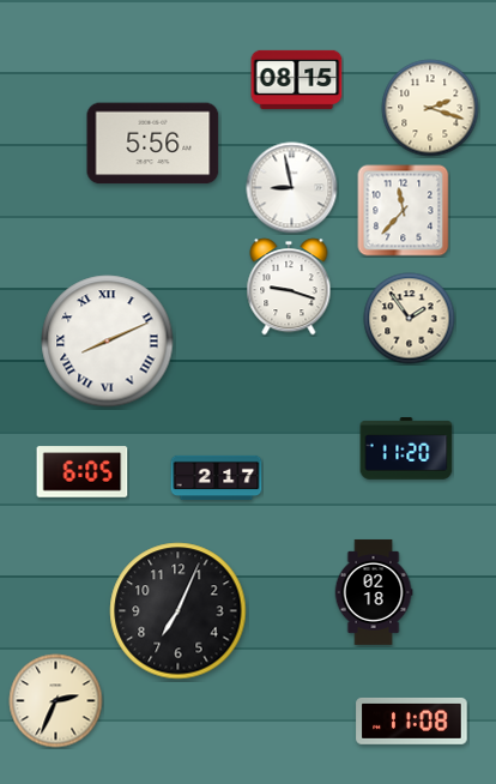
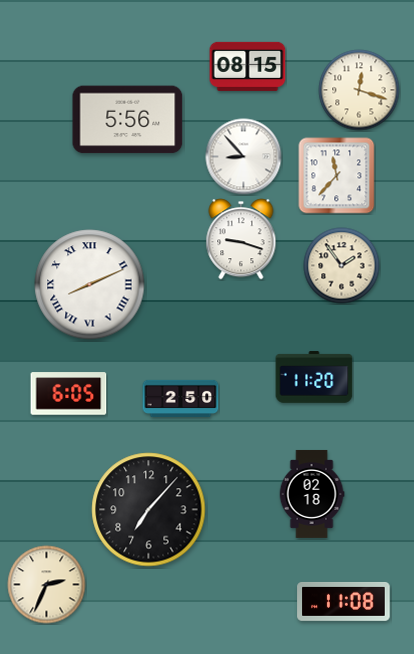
clock at (430, 108): 2:18 -> 12:18
clock at (292, 188): 8:58 -> 8:53
clock at (406, 448) position: (406, 448) -> (314, 377)
clock at (217, 477): 2:17 -> 2:50
clock at (179, 611): 7:04 -> 7:07
